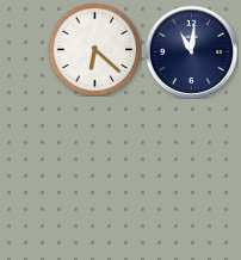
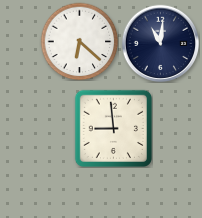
clock at (113, 128): none -> 8:59
